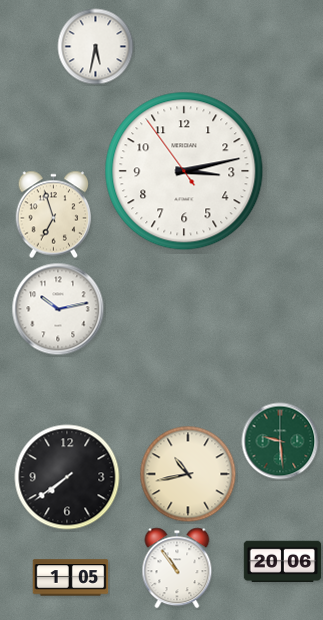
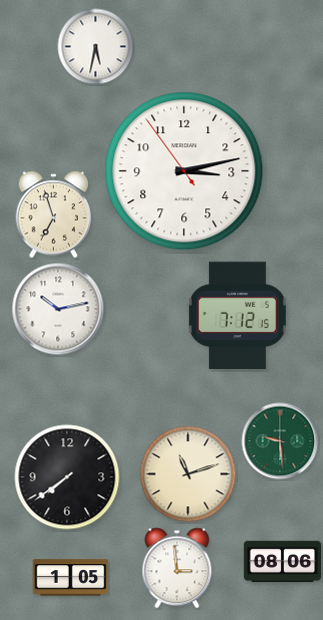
clock at (237, 316): none -> 7:12
clock at (188, 474): 10:43 -> 11:12
clock at (283, 562): 20:06 -> 08:06
clock at (177, 568): 10:54 -> 2:59
